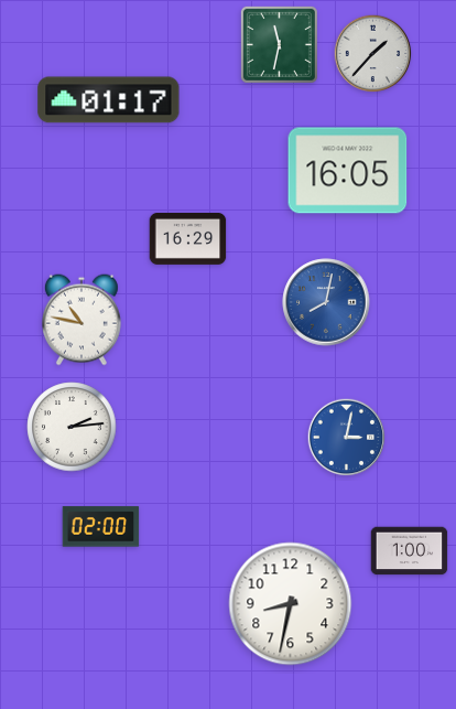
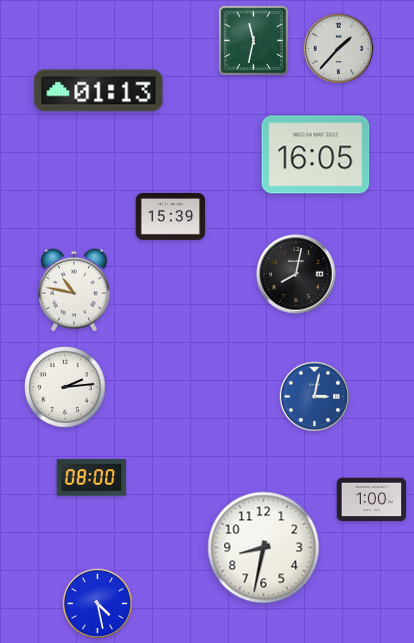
clock at (109, 100): 01:17 -> 01:13
clock at (188, 238): 16:29 -> 15:39
clock at (326, 302) dial: blue -> black
clock at (101, 527): 02:00 -> 08:00
clock at (98, 604): none -> 4:28
